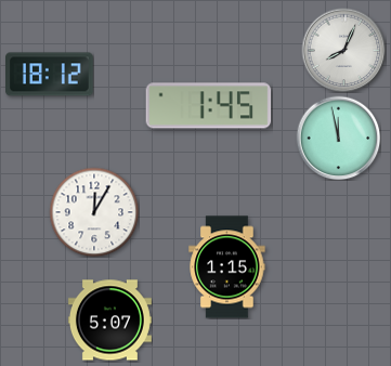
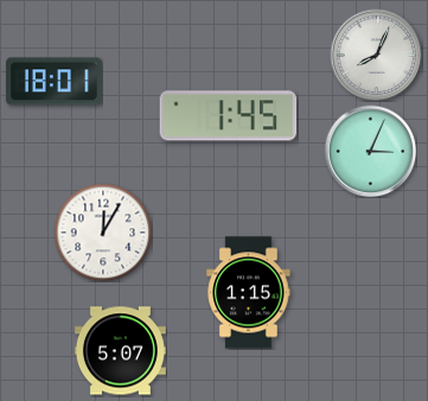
clock at (50, 75): 18:12 -> 18:01
clock at (338, 138): 11:58 -> 3:04
